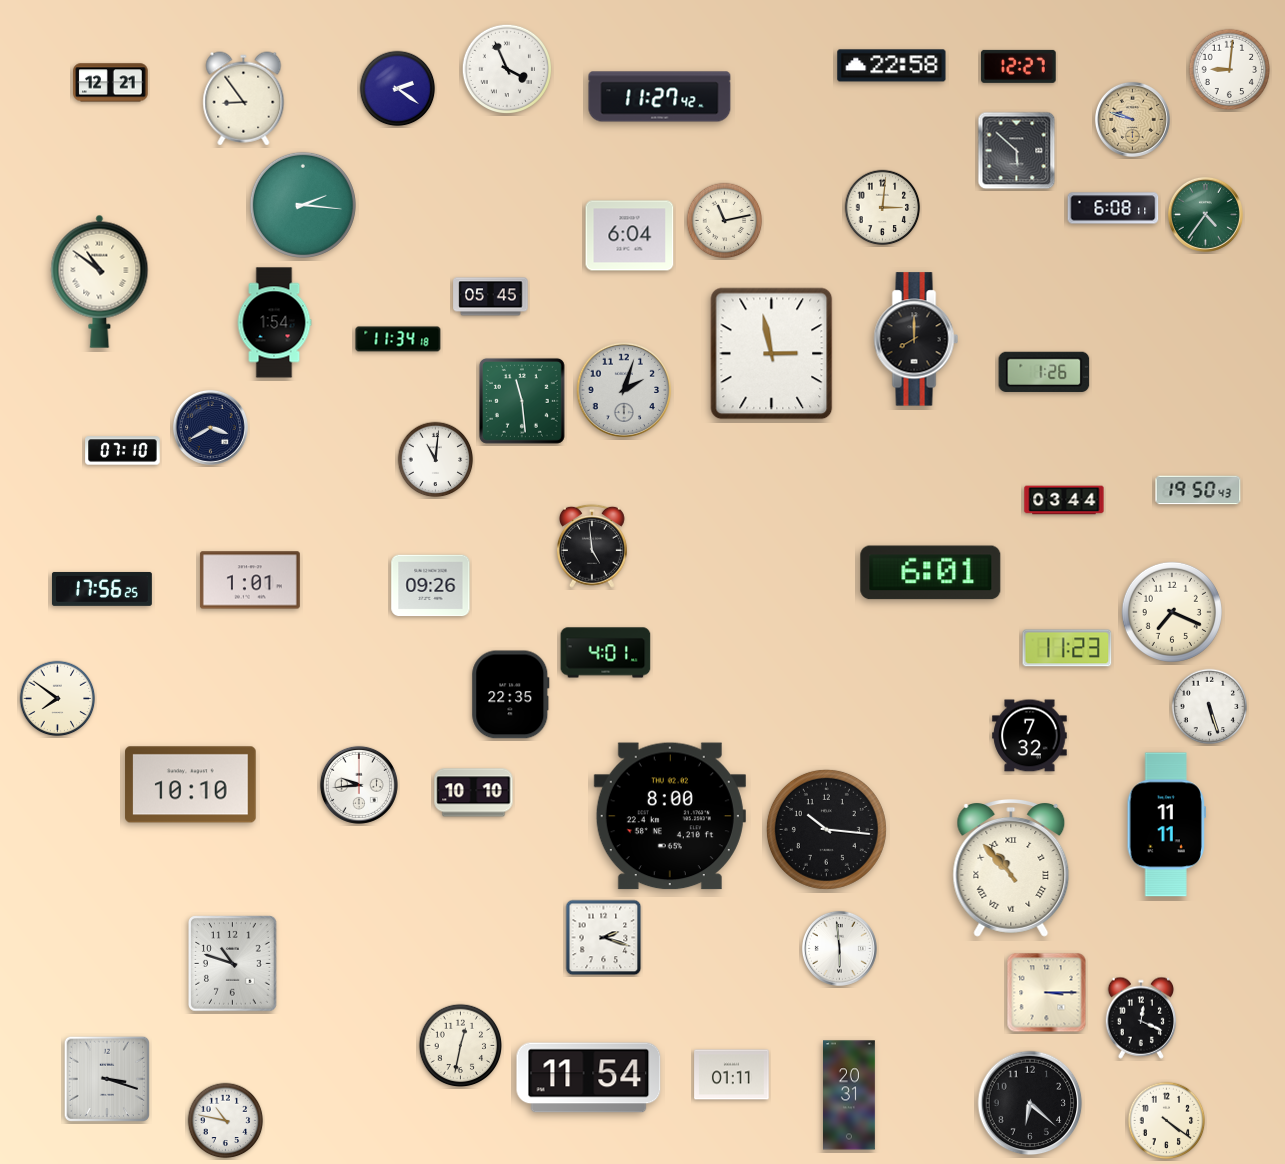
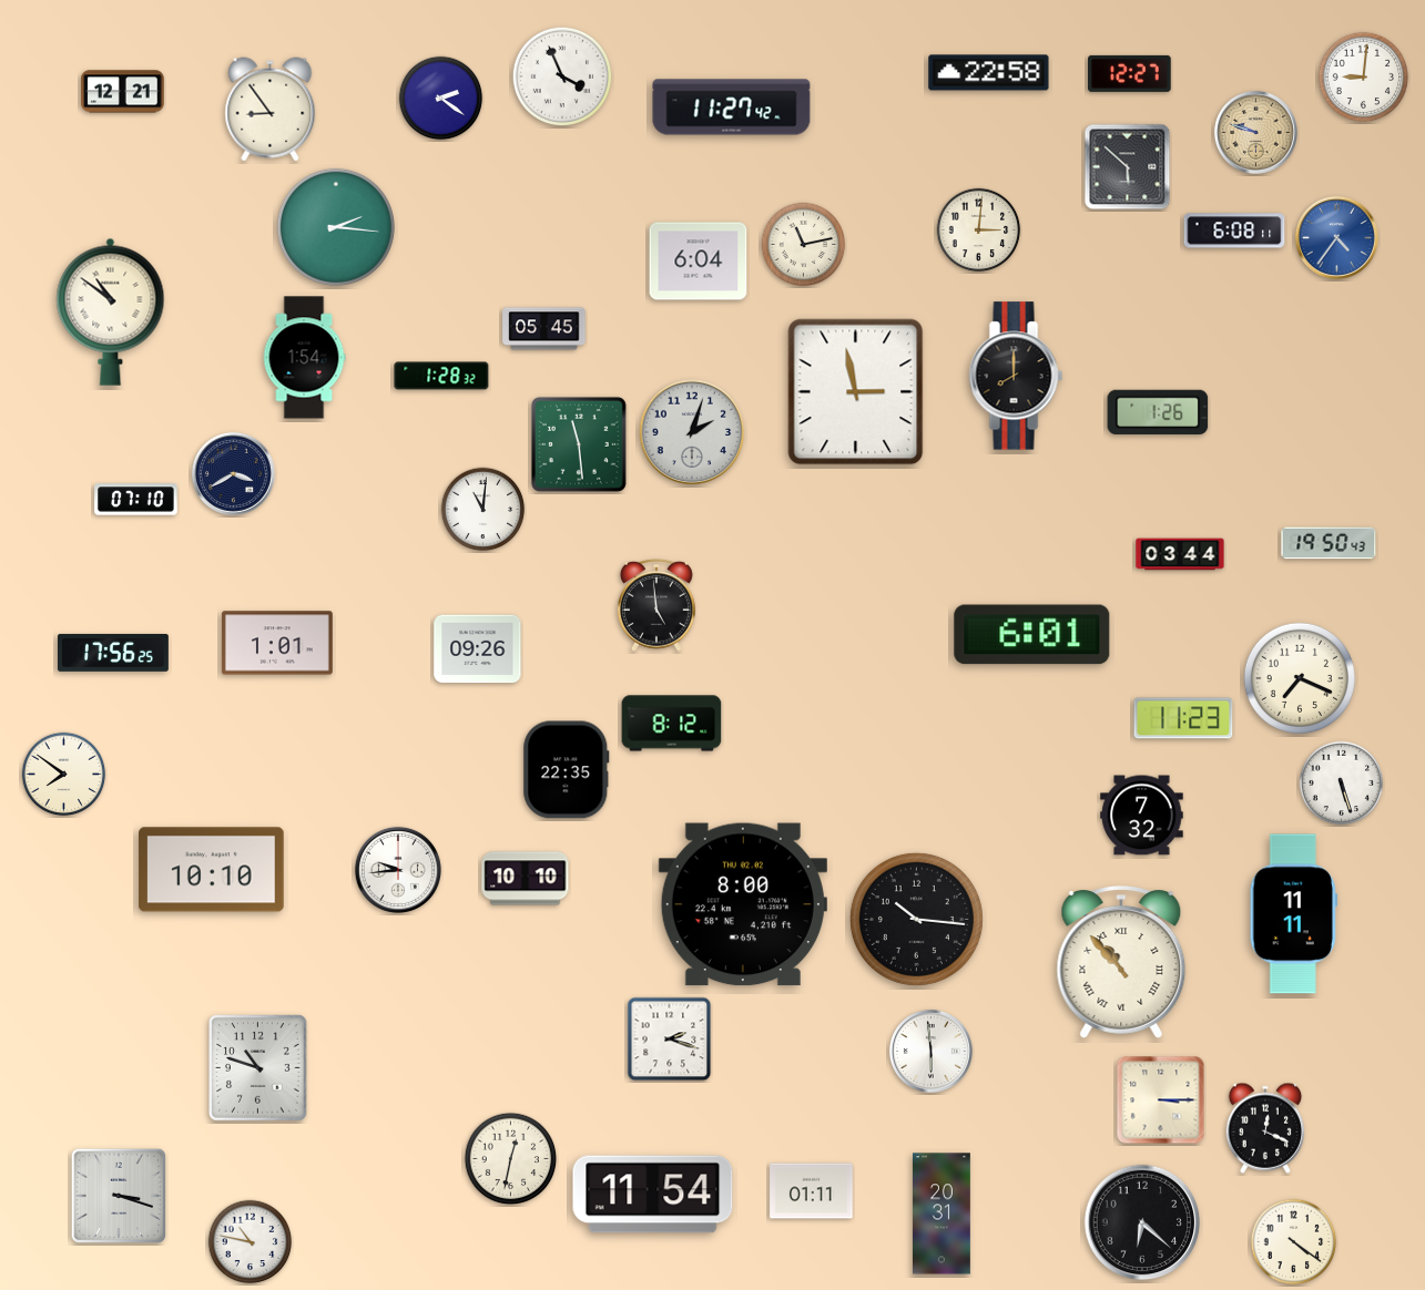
clock at (1205, 214) dial: green -> blue
clock at (398, 339): 11:34 -> 1:28
clock at (606, 653): 4:01 -> 8:12
